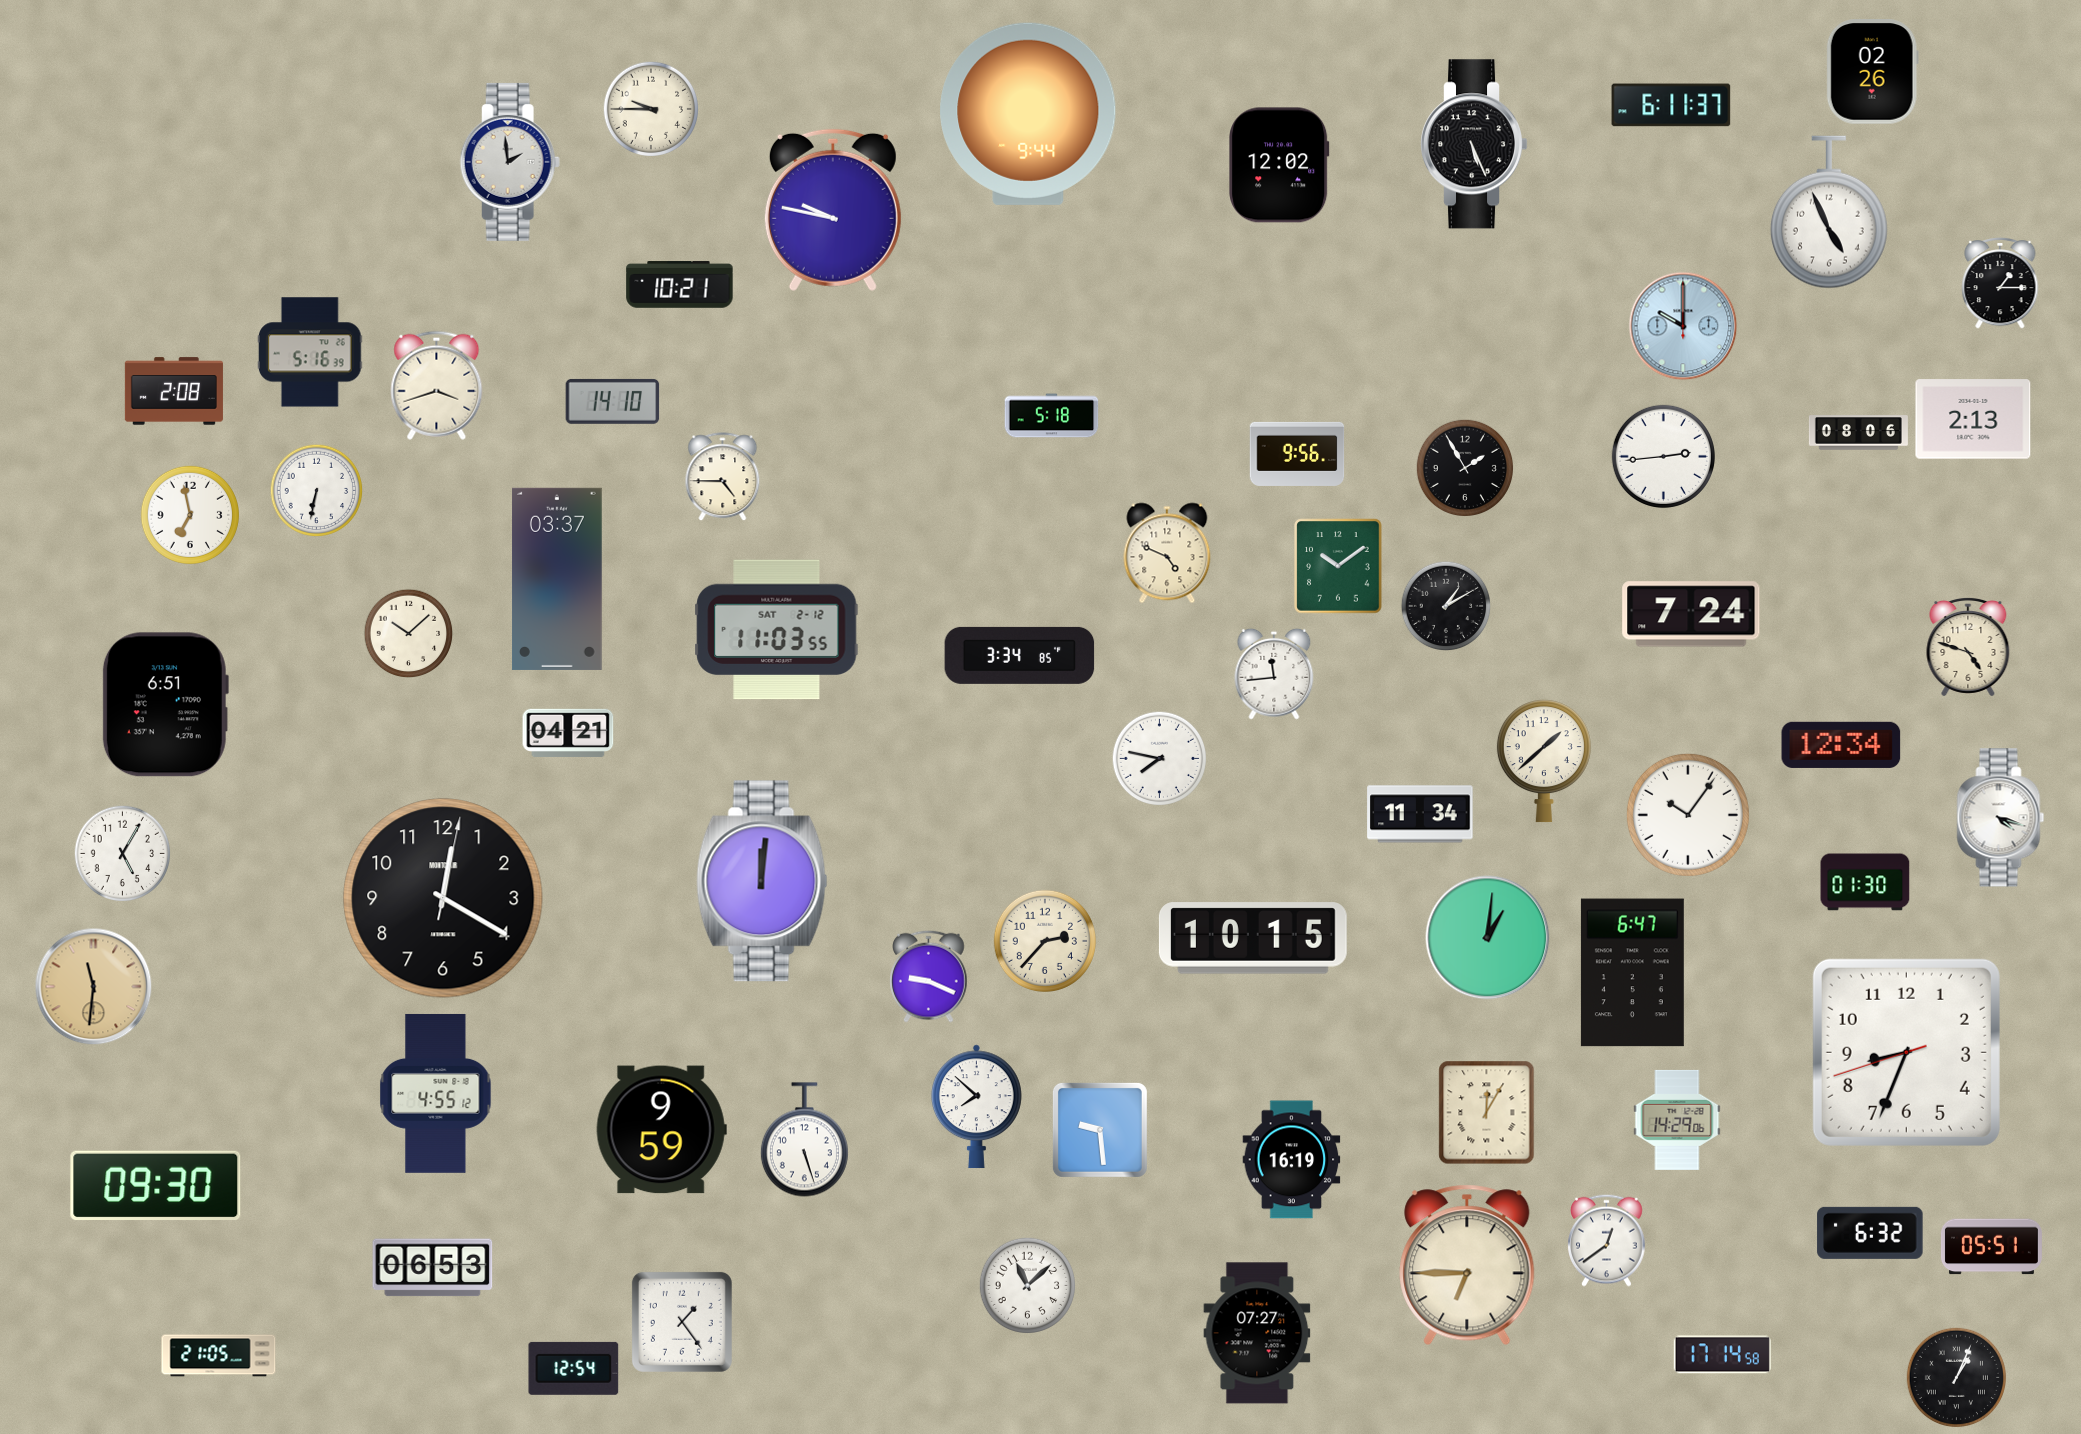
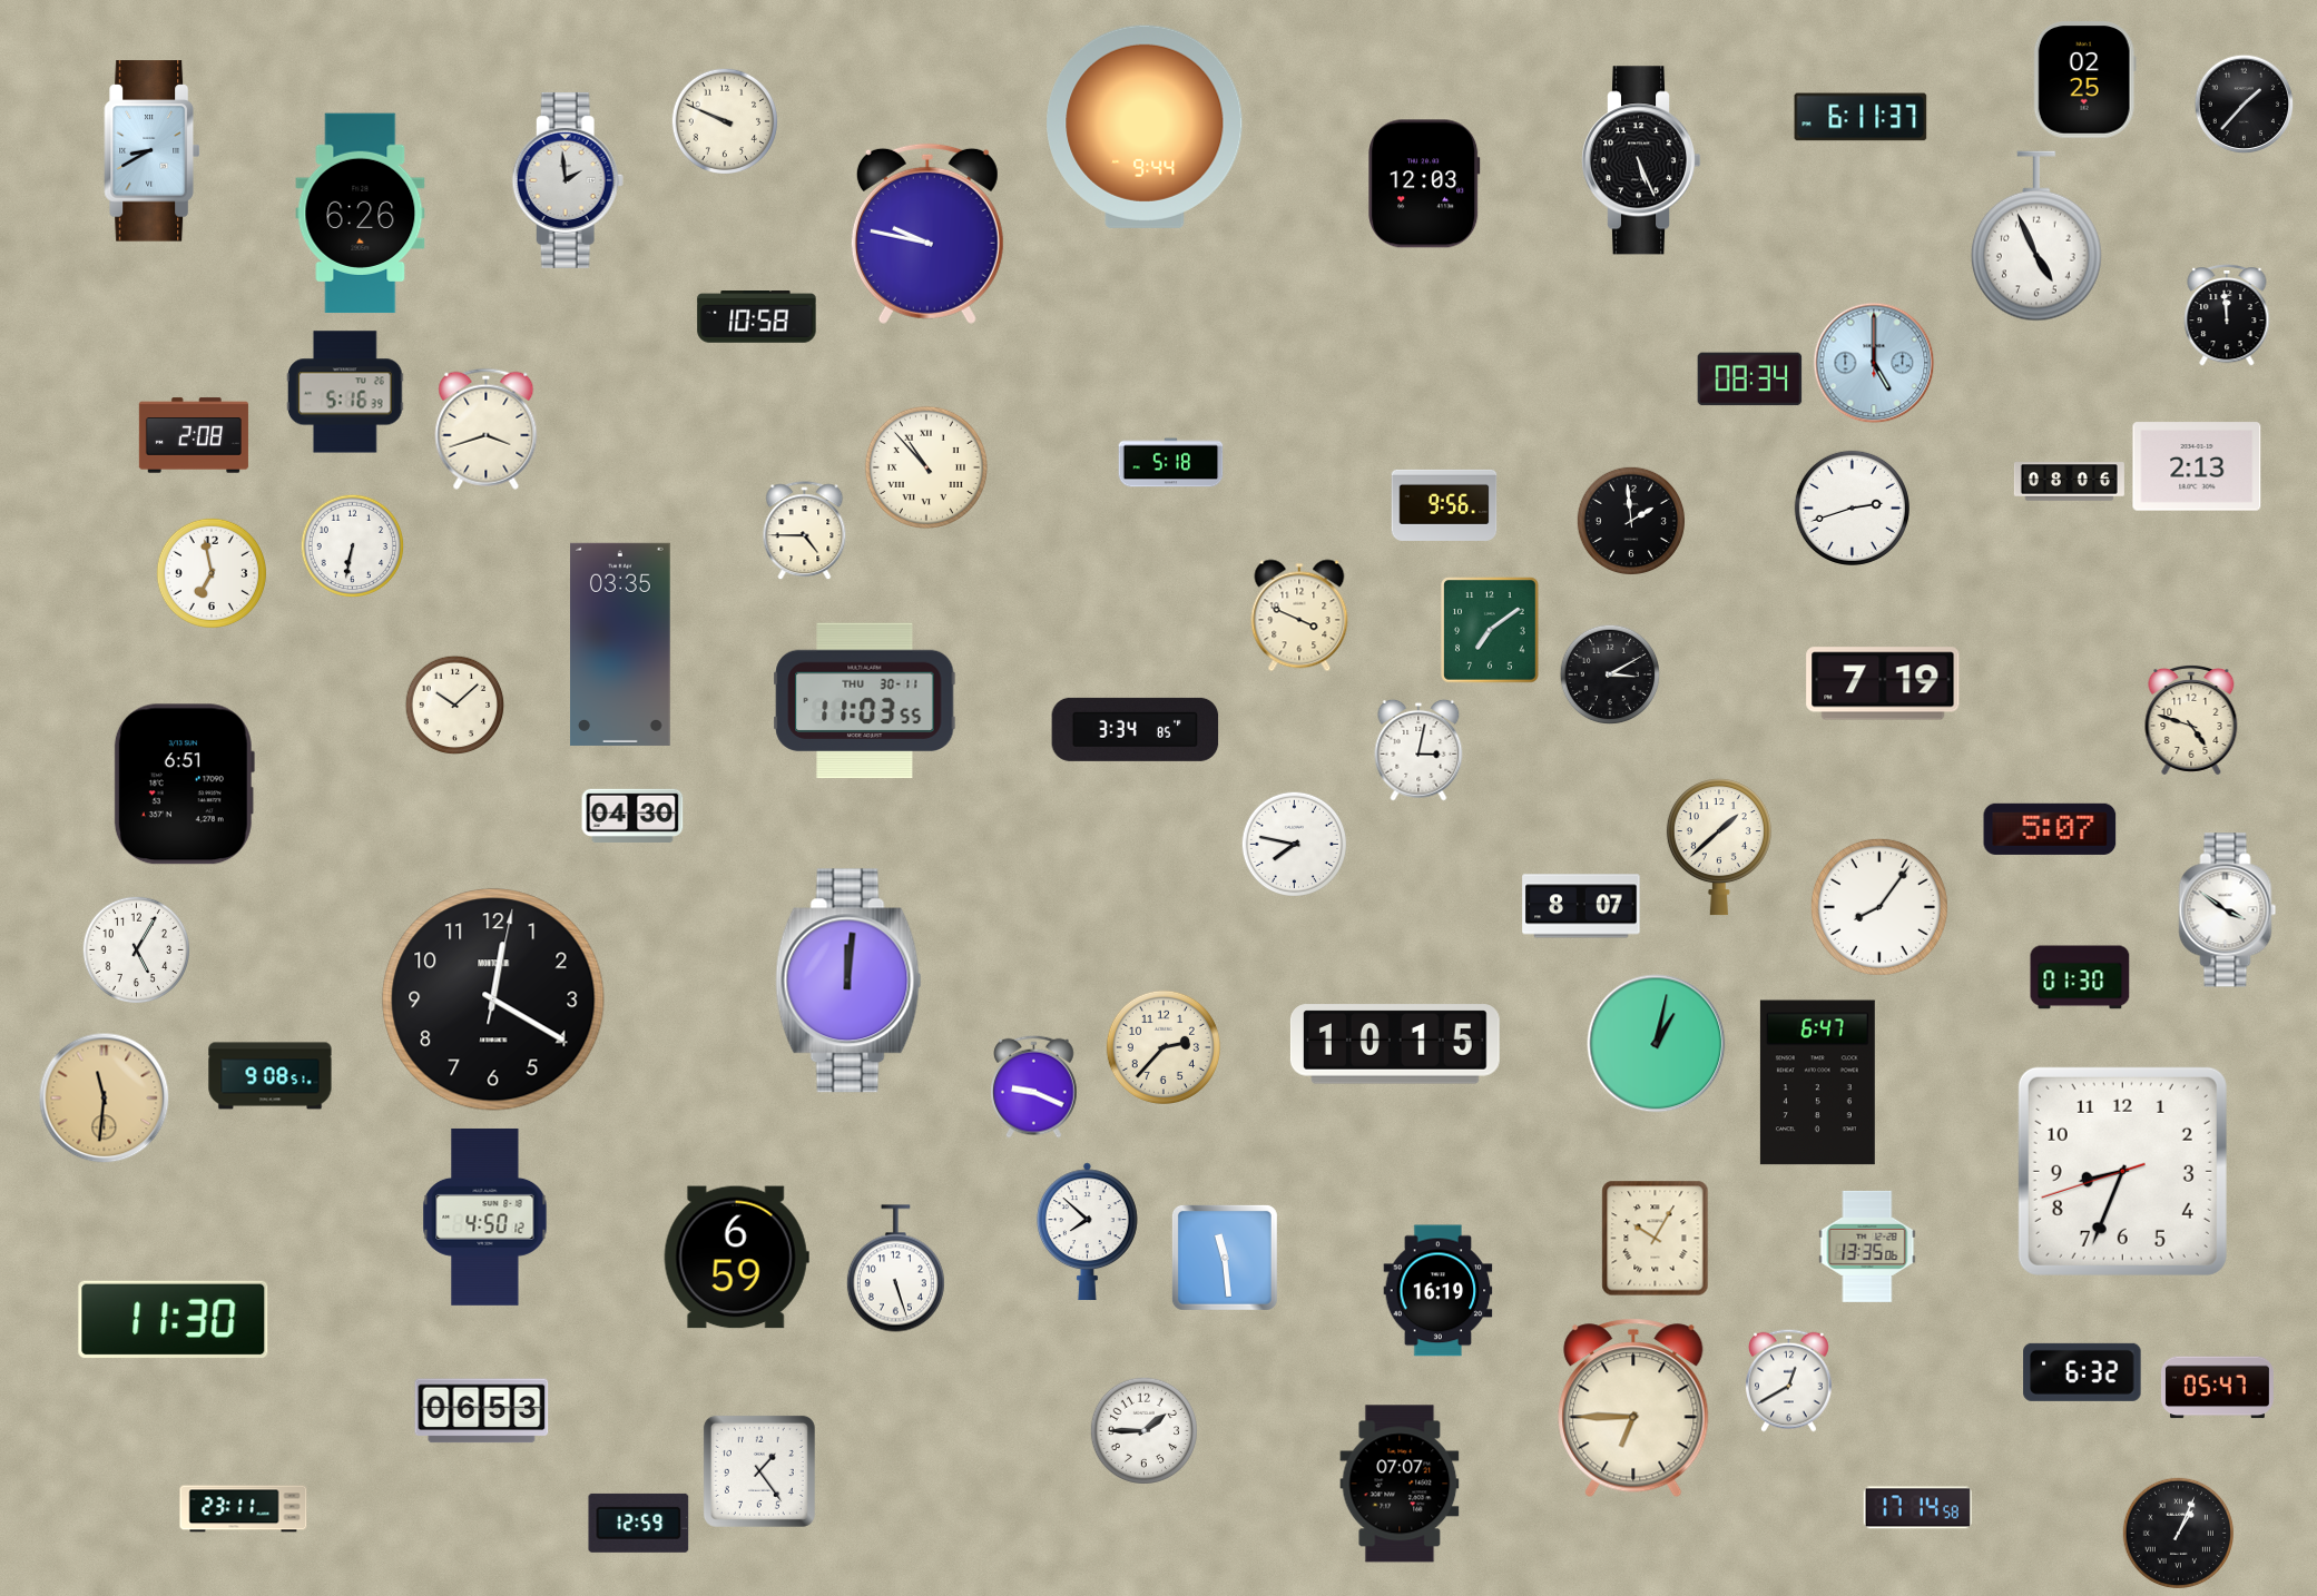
clock at (1872, 72): 02:26 -> 02:25
clock at (2245, 105): none -> 1:37
clock at (650, 108): 9:45 -> 9:49
clock at (151, 151): none -> 8:40
clock at (1279, 165): 12:02 -> 12:03
clock at (361, 214): none -> 6:26
clock at (2000, 283): 1:15 -> 11:59
clock at (680, 285): 10:21 -> 10:58
clock at (1683, 326): 10:00 -> 5:00
clock at (1750, 380): none -> 08:34
clock at (613, 401): 14:10 -> none
clock at (926, 467): none -> 10:53
clock at (1663, 456): 2:44 -> 2:42
clock at (1464, 467): 1:55 -> 1:59
clock at (1167, 553): 4:49 -> 3:49
clock at (1338, 566): 10:09 -> 7:09
clock at (558, 579): 03:37 -> 03:35
clock at (1446, 606): 1:10 -> 3:10
clock at (1691, 614): 7:24 -> 7:19
clock at (777, 630) date: SAT 2-12 -> THU 30-11
clock at (1274, 674): 11:44 -> 3:02
clock at (568, 732): 04:21 -> 04:30
clock at (1841, 745): 12:34 -> 5:07
clock at (1159, 758) position: (1159, 758) -> (1294, 844)
clock at (1420, 814): 11:34 -> 8:07
clock at (1688, 815): 10:06 -> 8:06
clock at (2001, 818): 4:18 -> 3:51
clock at (1865, 882) position: (1865, 882) -> (2080, 977)
clock at (1488, 938): 1:01 -> 1:02
clock at (271, 1076): none -> 9:08
clock at (436, 1093): 4:55 -> 4:50
clock at (1487, 1113): 12:05 -> 10:05
clock at (1677, 1120): 14:29 -> 13:35
clock at (661, 1130): 9:59 -> 6:59
clock at (1100, 1130): 9:29 -> 11:29
clock at (156, 1186): 09:30 -> 11:30
clock at (1607, 1240): 12:39 -> 12:40
clock at (1991, 1247): 05:51 -> 05:47
clock at (1027, 1285): 11:08 -> 1:45
clock at (1257, 1333): 07:27 -> 07:07
clock at (219, 1356): 21:05 -> 23:11
clock at (574, 1368): 12:54 -> 12:59
